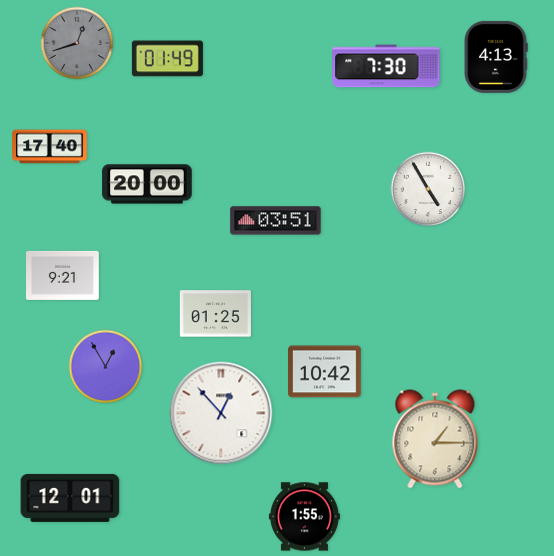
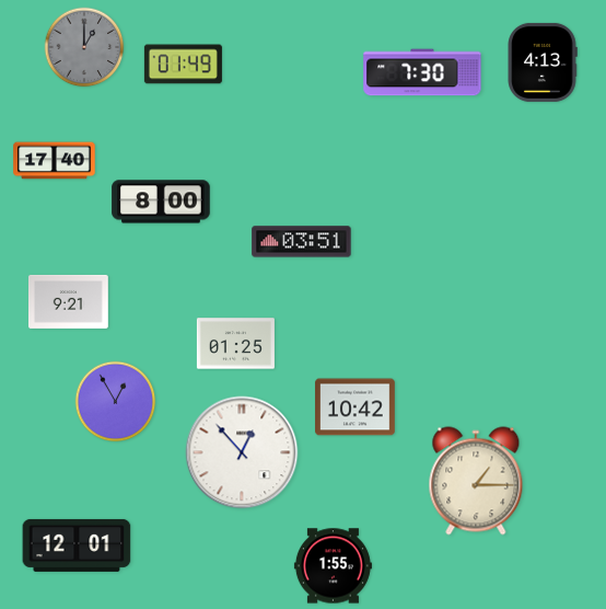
clock at (77, 43): 12:42 -> 1:00
clock at (147, 184): 20:00 -> 8:00
clock at (428, 189): 4:55 -> none
